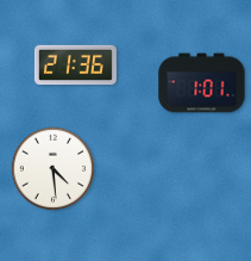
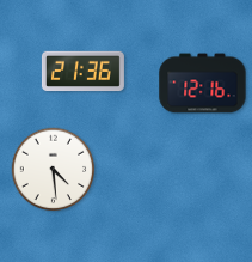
clock at (75, 66) position: (75, 66) -> (82, 72)
clock at (202, 83): 1:01 -> 12:16
